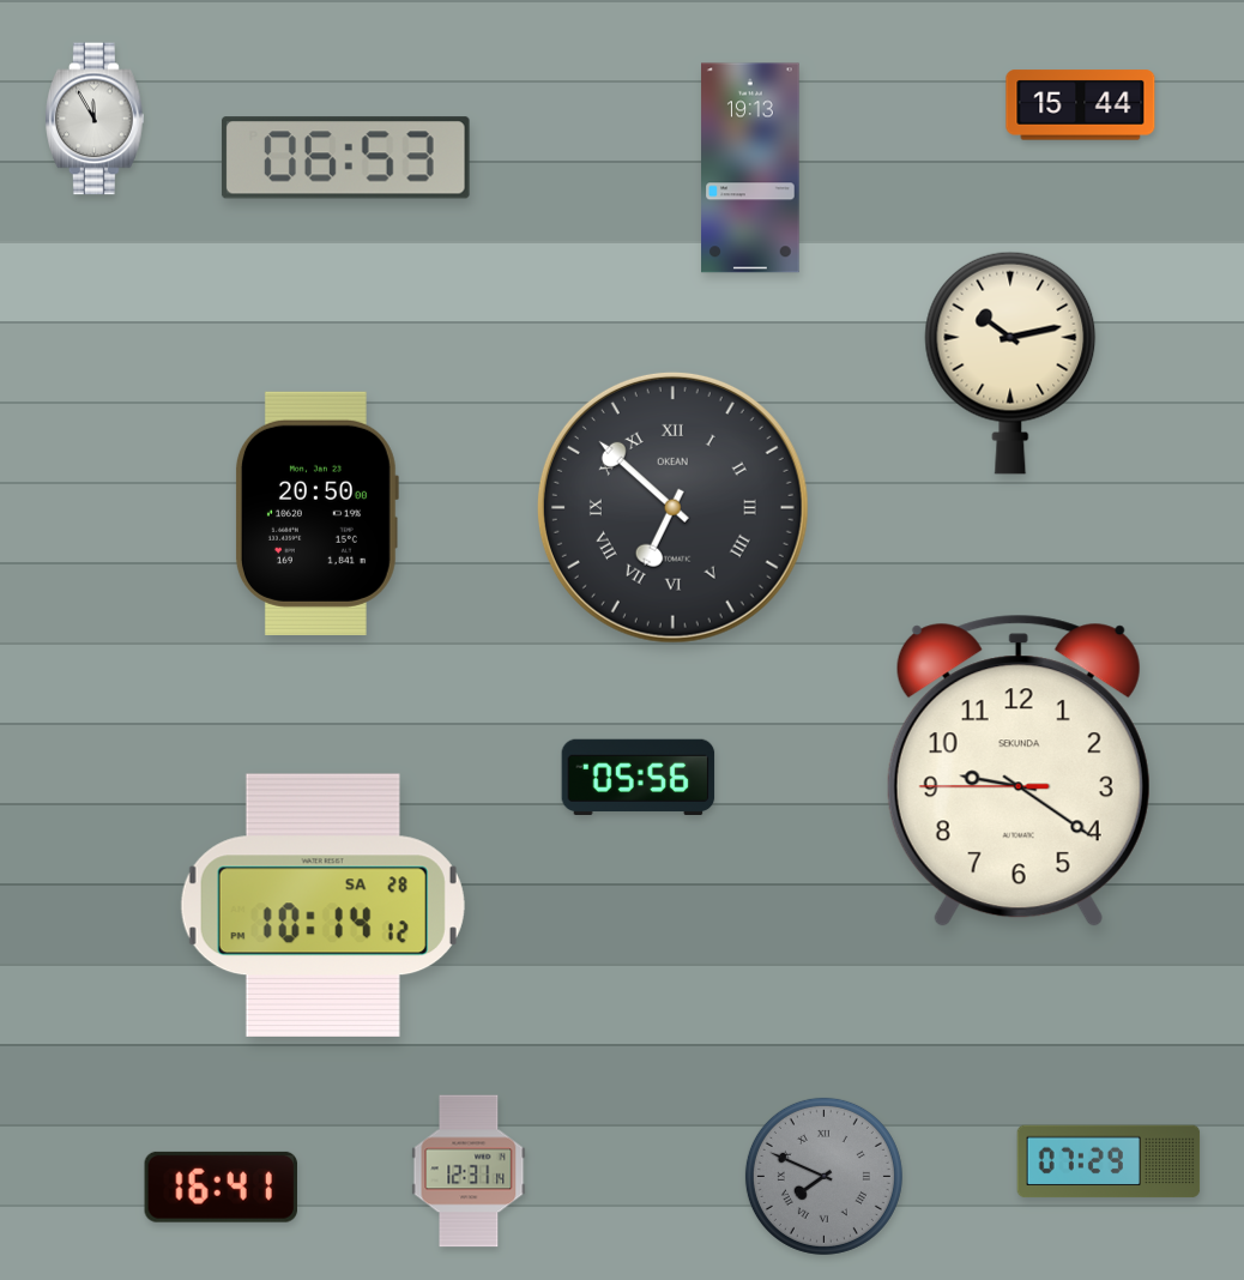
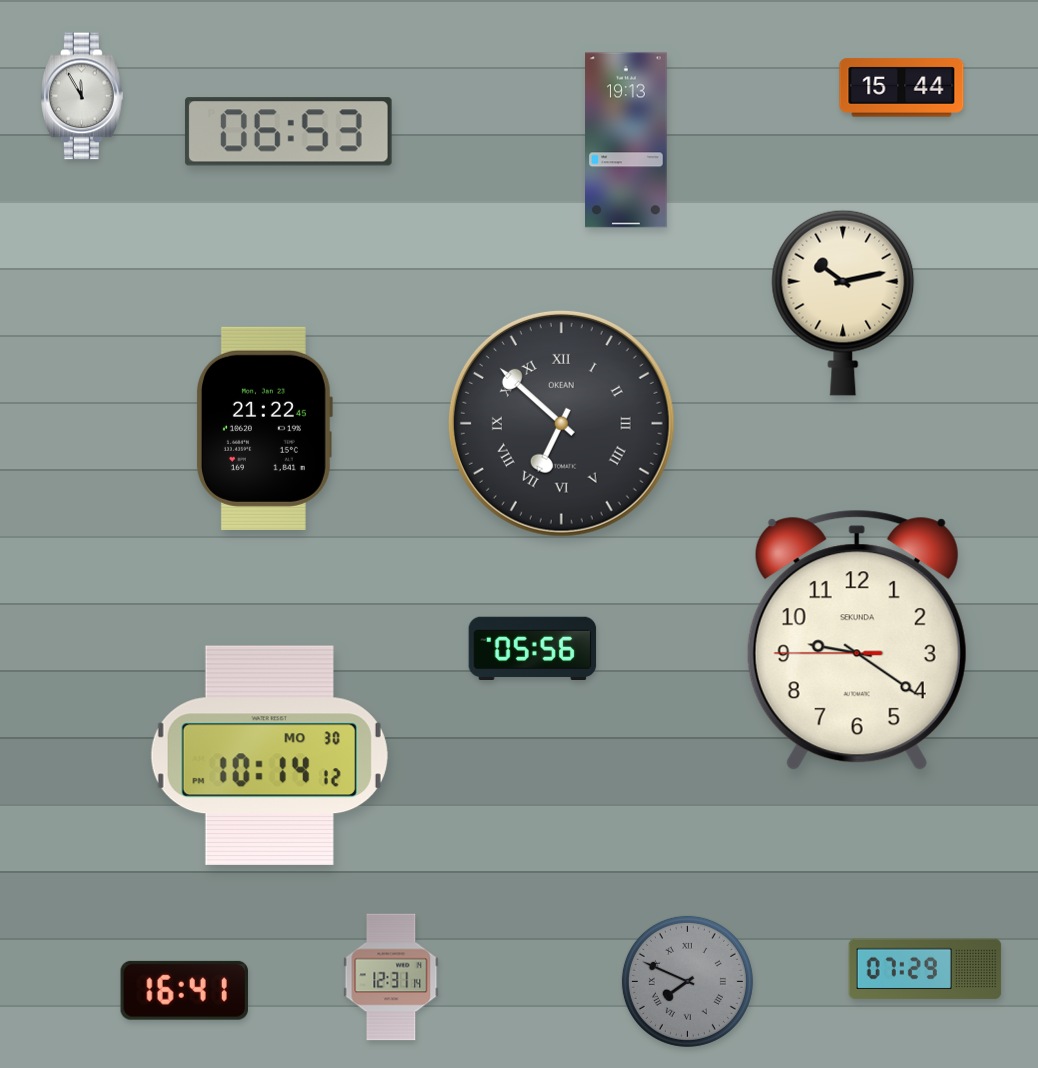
clock at (95, 119) position: (95, 119) -> (82, 96)
clock at (316, 513): 20:50 -> 21:22
clock at (1019, 771) position: (1019, 771) -> (857, 640)
clock at (322, 905) date: SA 28 -> MO 30
